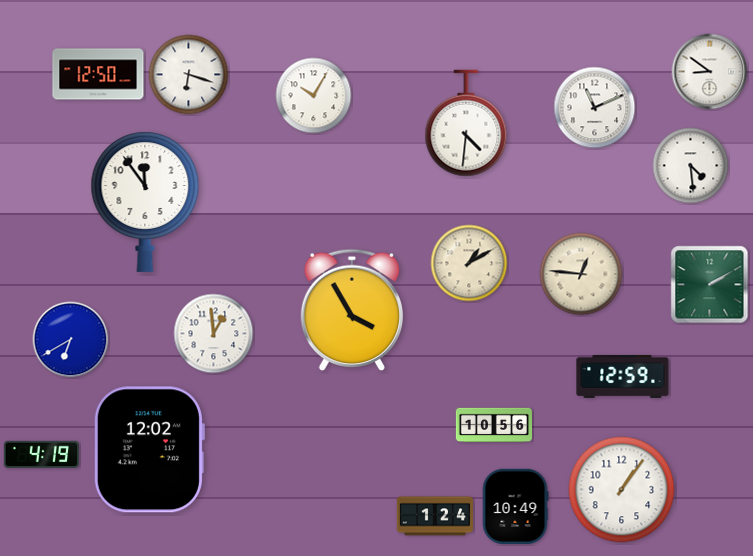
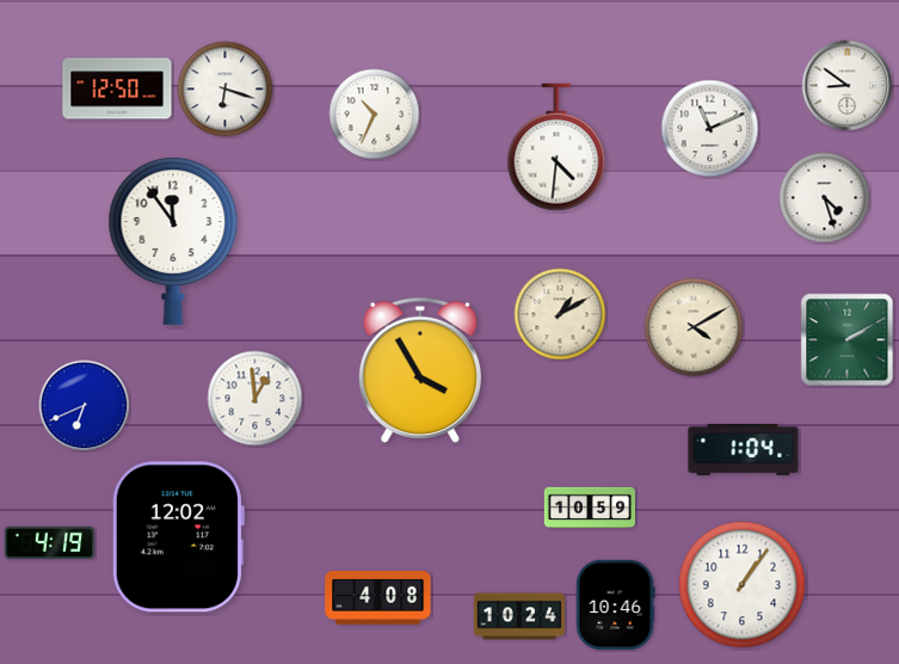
clock at (314, 96): 10:05 -> 10:34
clock at (691, 166): 4:29 -> 4:27
clock at (581, 274): 12:46 -> 4:10
clock at (71, 340): 6:40 -> 6:41
clock at (623, 377): 12:59 -> 1:04
clock at (493, 425): 10:56 -> 10:59
clock at (378, 597): none -> 4:08
clock at (515, 506): 10:49 -> 10:46
clock at (435, 516): 1:24 -> 10:24
